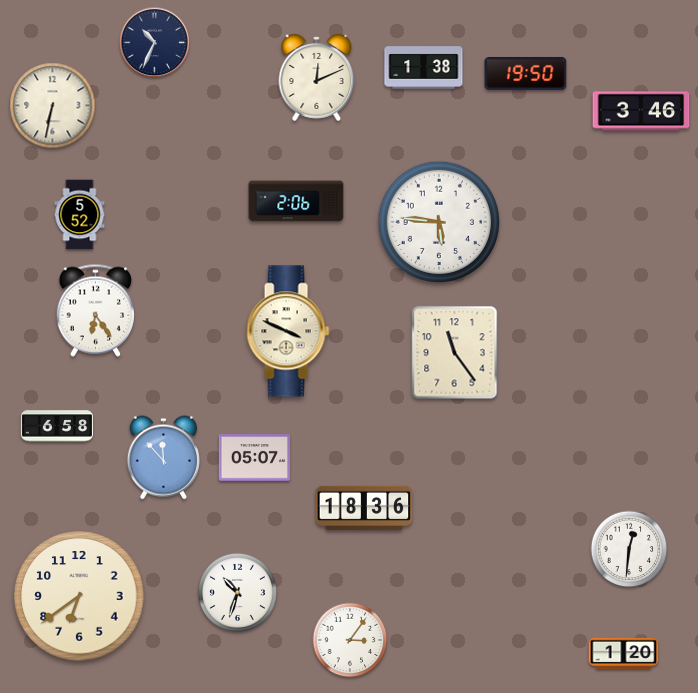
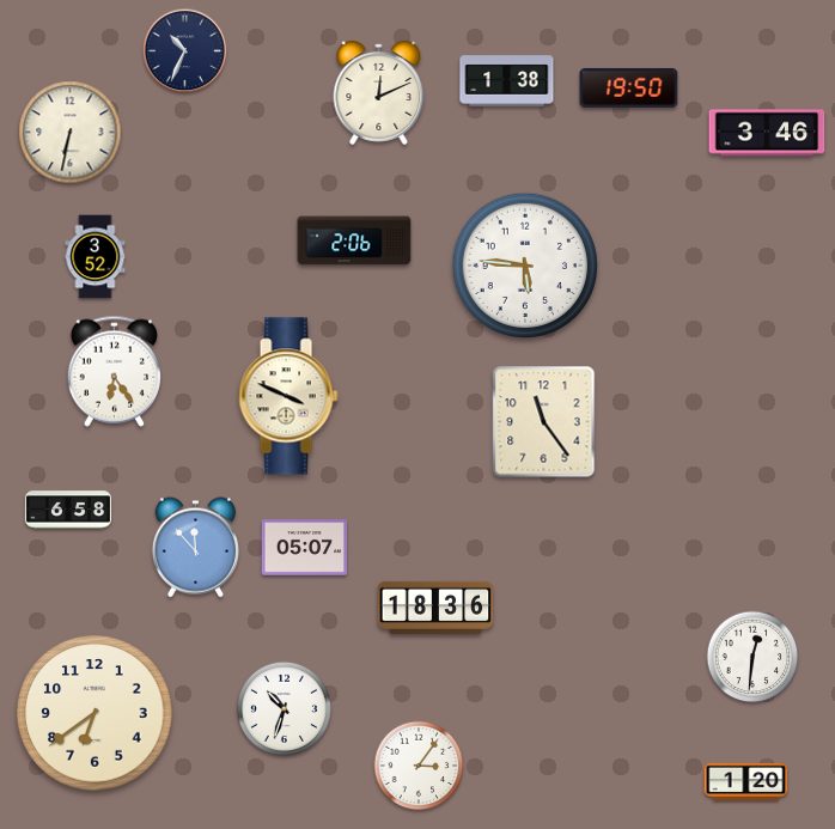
clock at (53, 106) position: (53, 106) -> (71, 133)
clock at (80, 215): 5:52 -> 3:52
clock at (288, 331) position: (288, 331) -> (288, 396)
